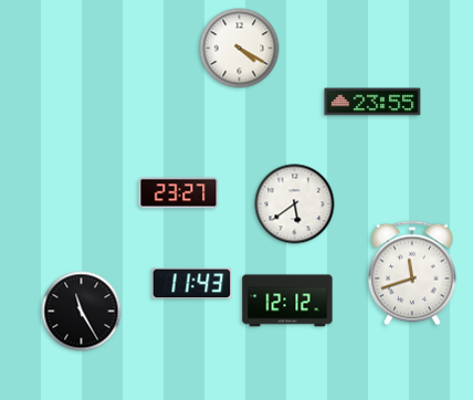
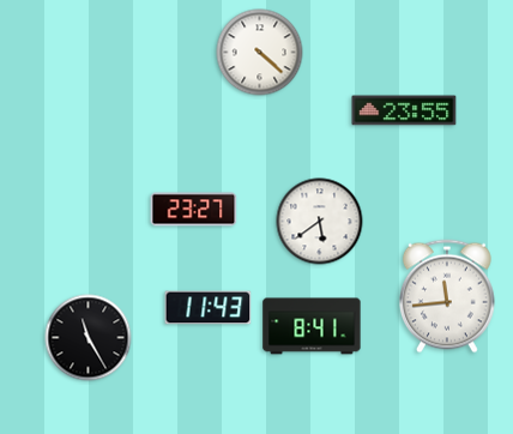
clock at (240, 49): 4:20 -> 4:22
clock at (413, 273): 11:42 -> 11:44
clock at (287, 301): 12:12 -> 8:41
